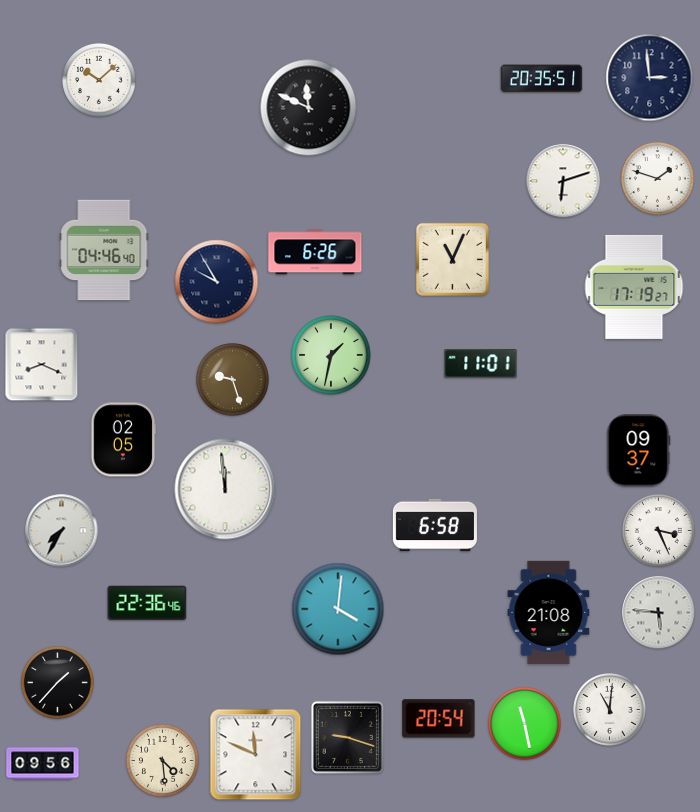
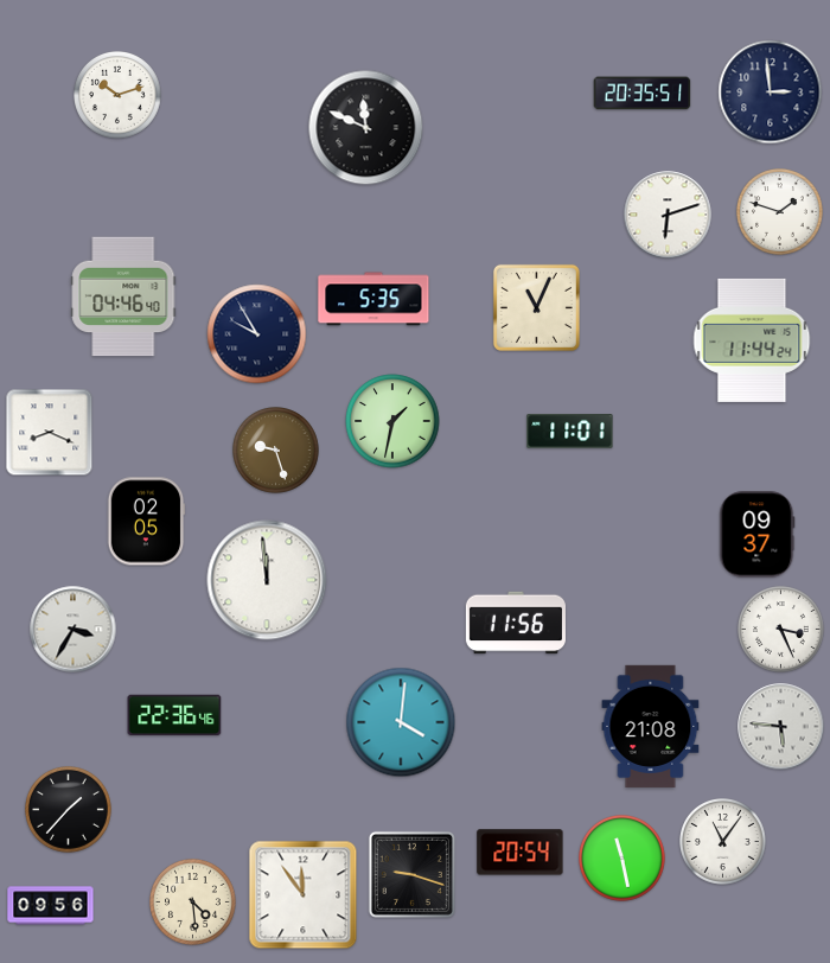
clock at (100, 81): 10:08 -> 10:12
clock at (315, 252): 6:26 -> 5:35
clock at (634, 287): 17:19 -> 11:44
clock at (435, 525): 6:58 -> 11:56
clock at (62, 531): 7:35 -> 3:35
clock at (610, 710): 11:01 -> 11:06
clock at (256, 755): 11:49 -> 11:54
